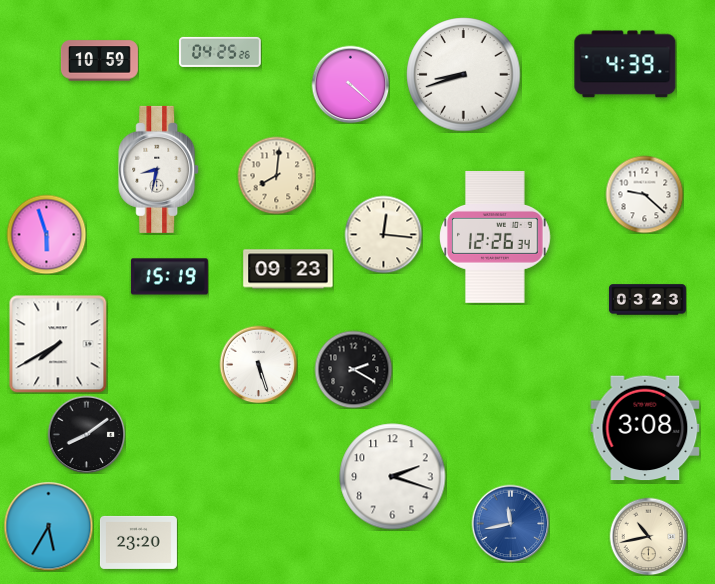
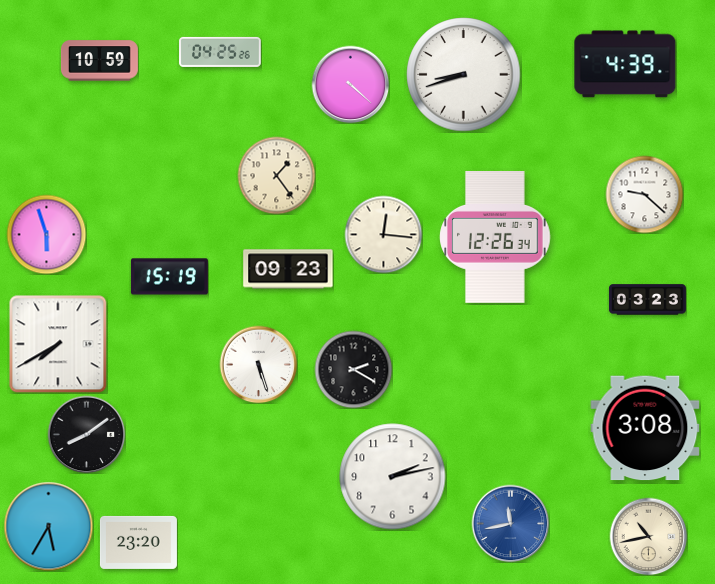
clock at (159, 169): 8:32 -> none
clock at (276, 175): 8:01 -> 1:24
clock at (393, 477): 2:18 -> 2:13
